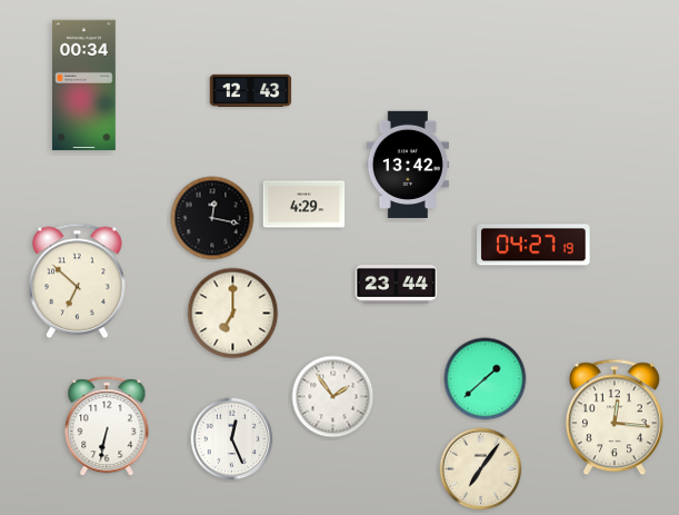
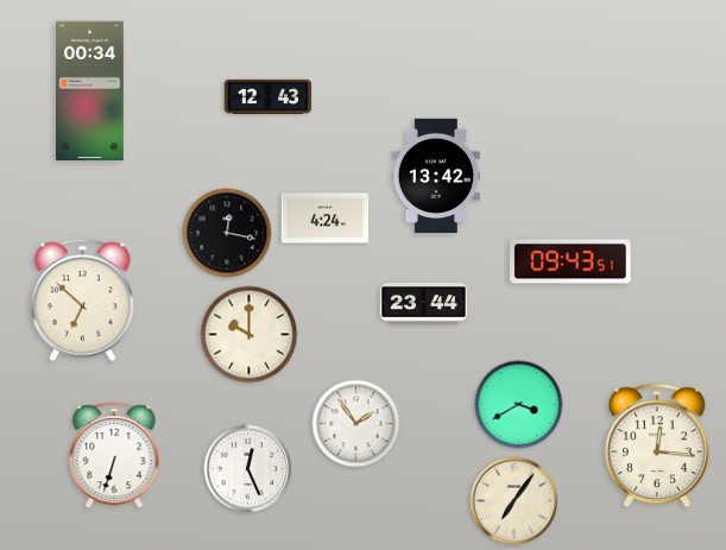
clock at (304, 205): 4:29 -> 4:24
clock at (533, 245): 04:27 -> 09:43
clock at (233, 314): 7:00 -> 10:00
clock at (486, 379): 1:38 -> 3:40
clock at (107, 427): 6:32 -> 6:33
